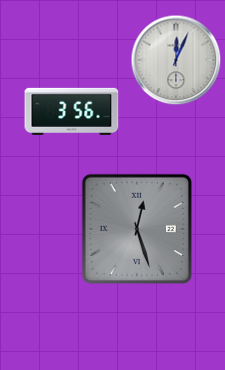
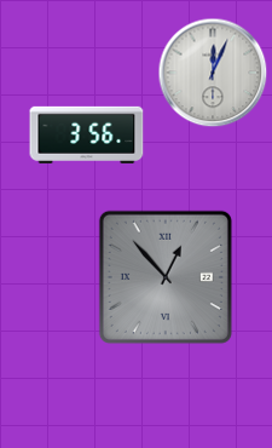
clock at (137, 229): 12:27 -> 12:53
